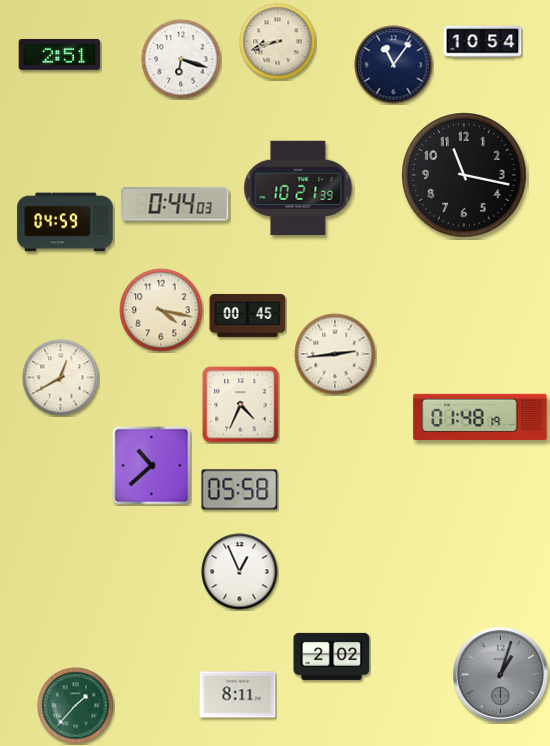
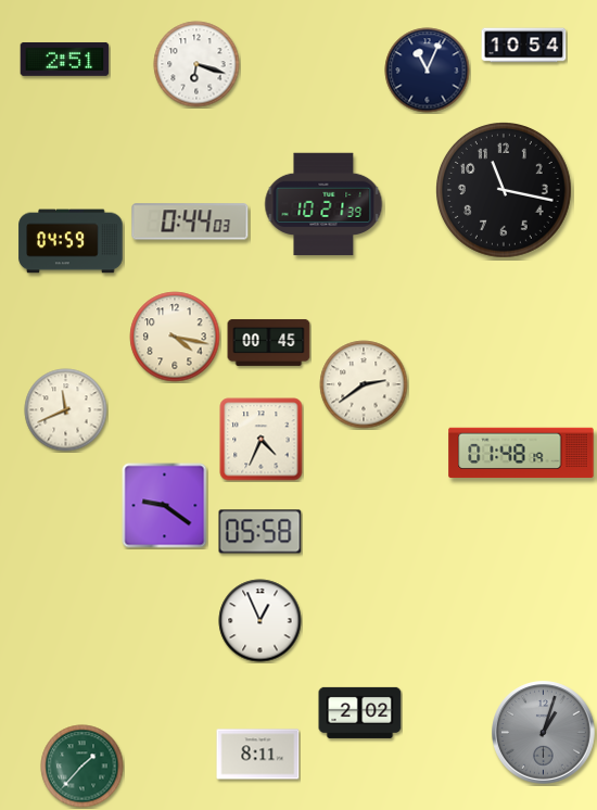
clock at (278, 42): 8:42 -> none
clock at (394, 65): 11:06 -> 11:04
clock at (335, 354): 2:44 -> 2:39
clock at (61, 378): 12:40 -> 11:41
clock at (152, 466): 10:38 -> 9:21
